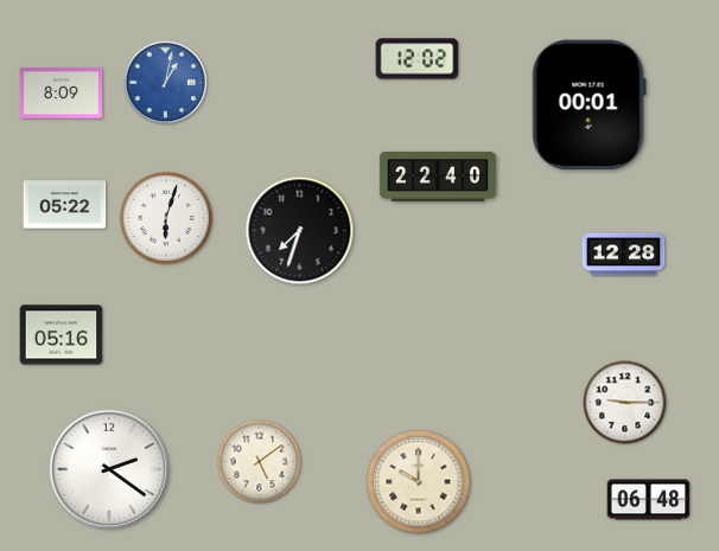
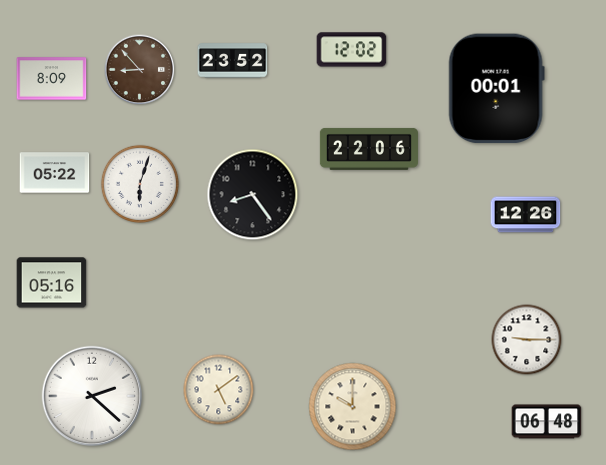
clock at (233, 61): none -> 23:52
clock at (166, 83): 1:02 -> 8:53
clock at (166, 83) dial: blue -> brown
clock at (438, 177): 22:40 -> 22:06
clock at (300, 231): 7:33 -> 8:24
clock at (624, 255): 12:28 -> 12:26
clock at (109, 469): 2:21 -> 2:22
